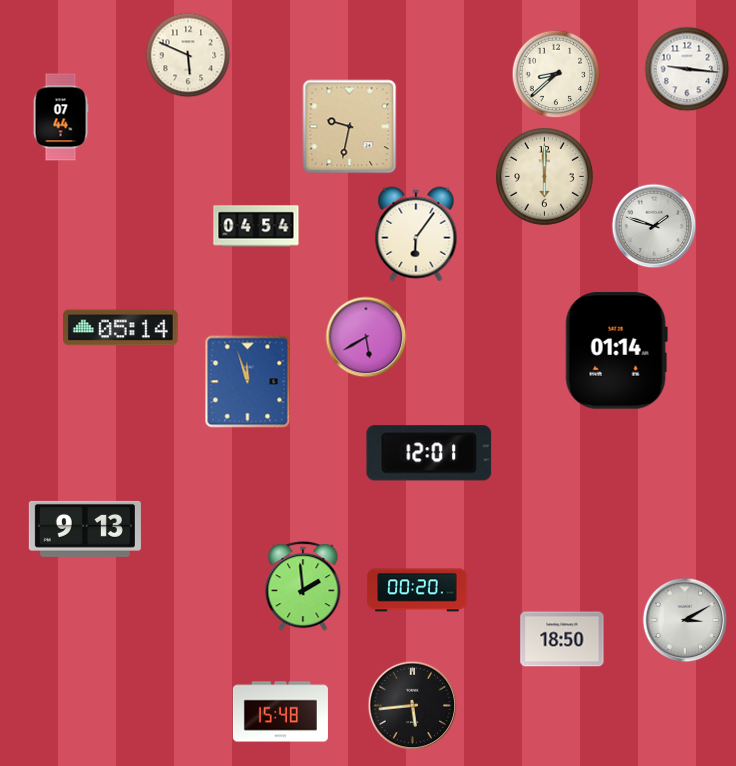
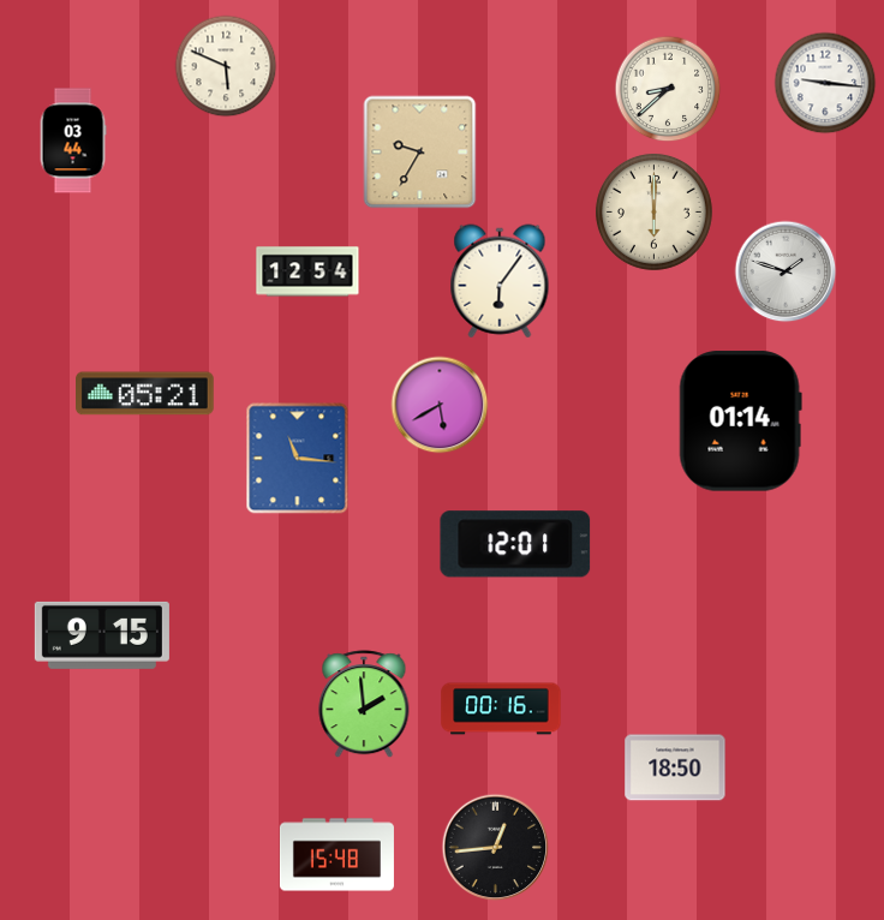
clock at (61, 117): 07:44 -> 03:44
clock at (350, 127): 9:32 -> 9:35
clock at (256, 226): 04:54 -> 12:54
clock at (121, 328): 05:14 -> 05:21
clock at (248, 382): 11:57 -> 11:16
clock at (85, 529): 9:13 -> 9:15
clock at (417, 590): 00:20 -> 00:16
clock at (685, 620): 3:10 -> none
clock at (413, 706): 5:44 -> 12:44
